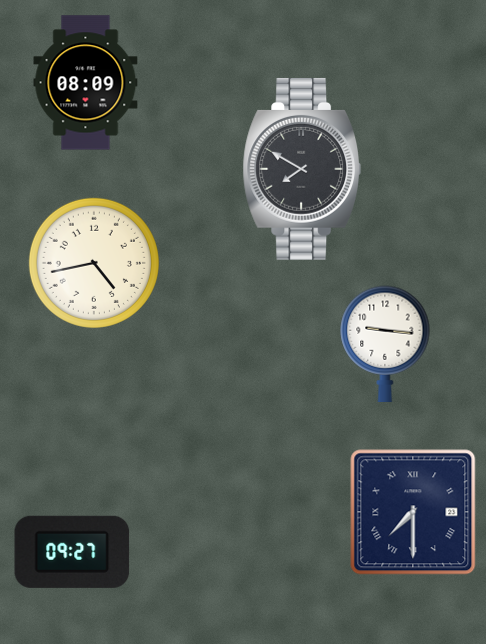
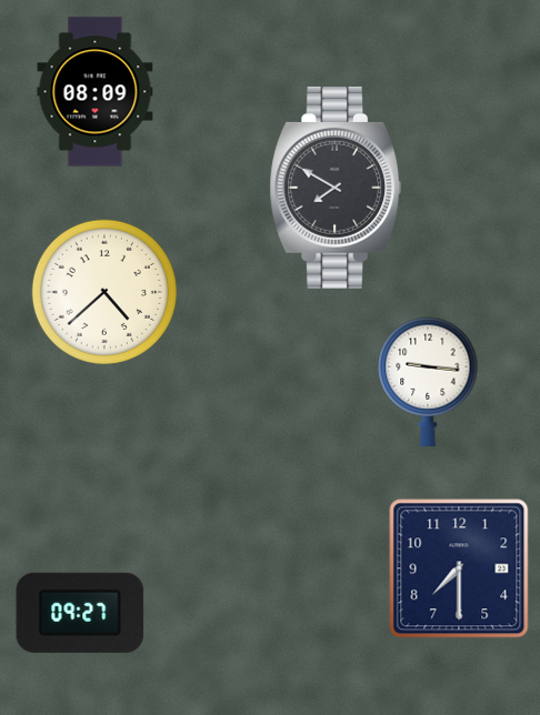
clock at (94, 263): 4:43 -> 4:38
clock at (413, 512) numerals: Roman -> Arabic
